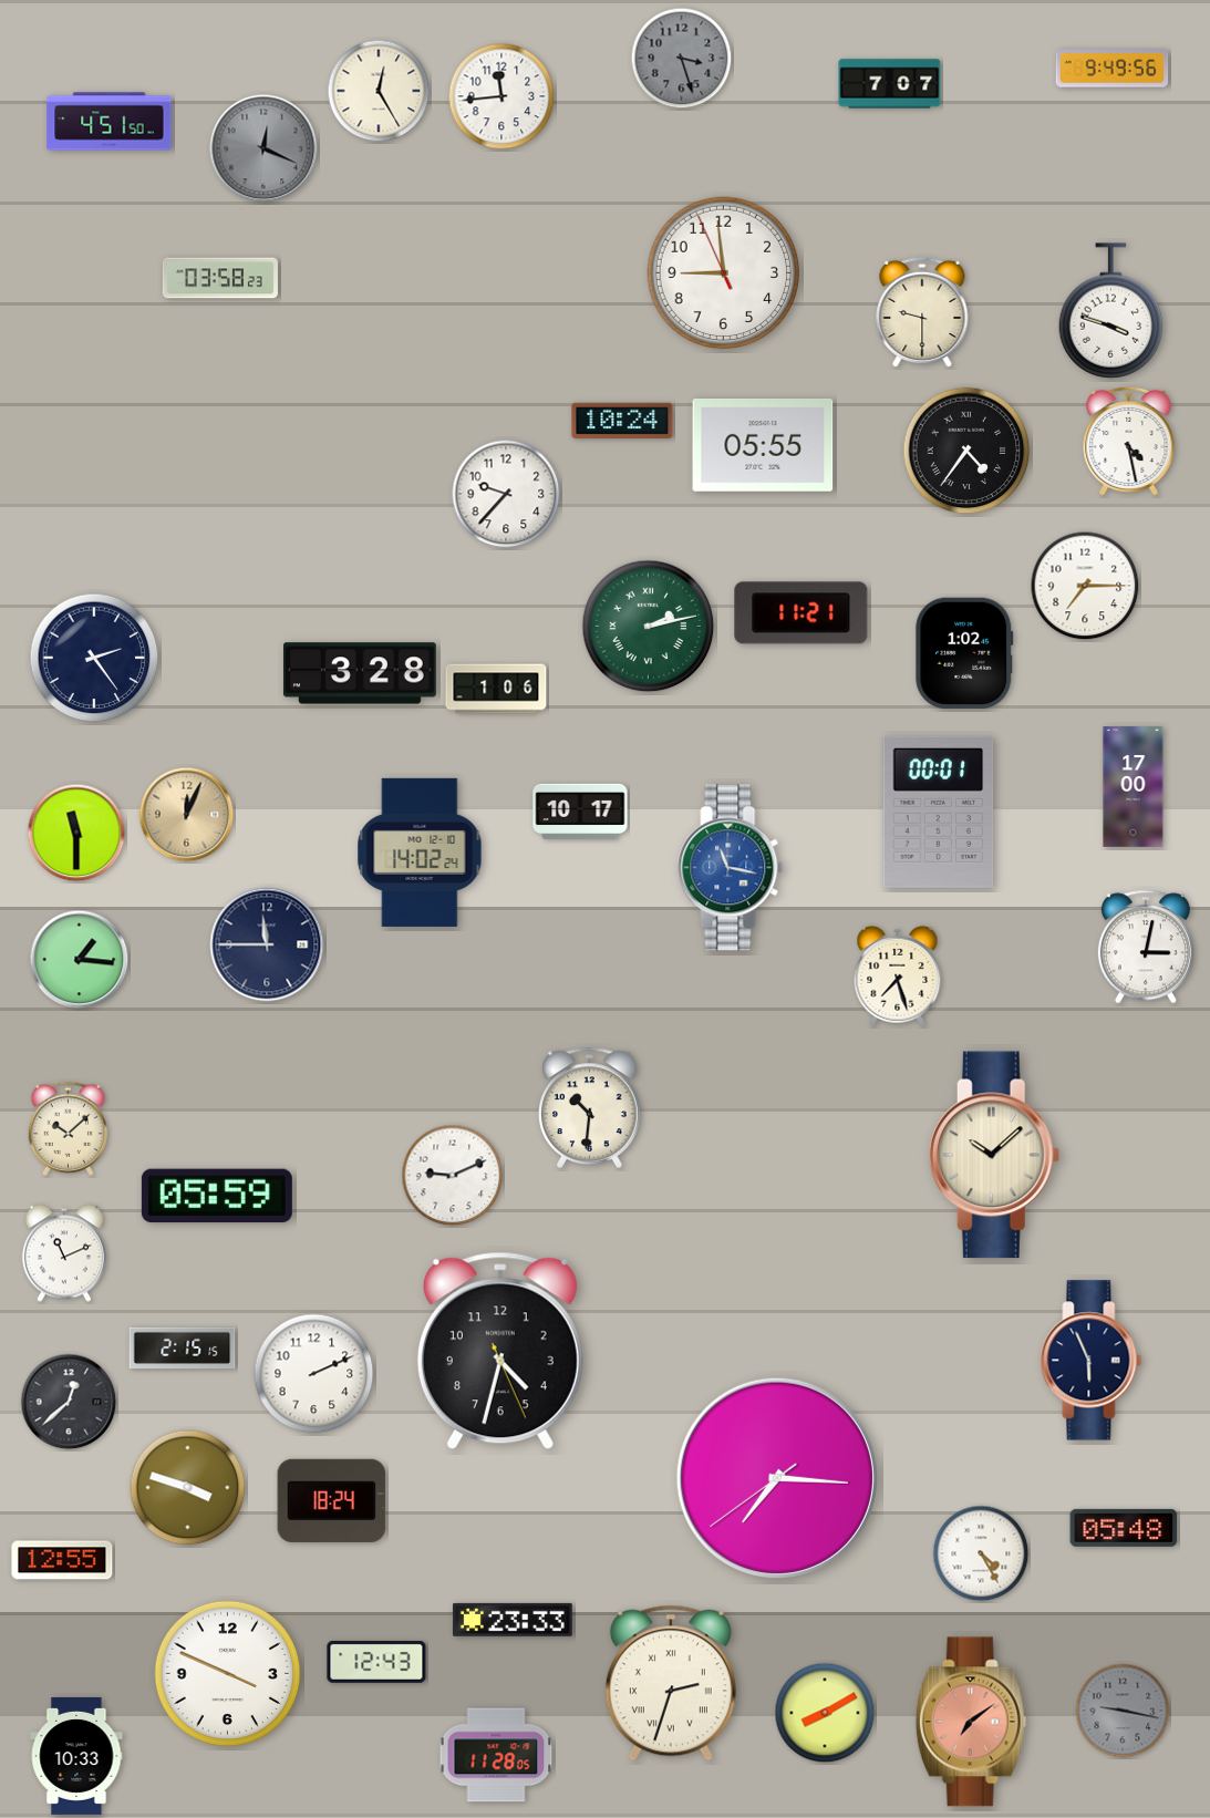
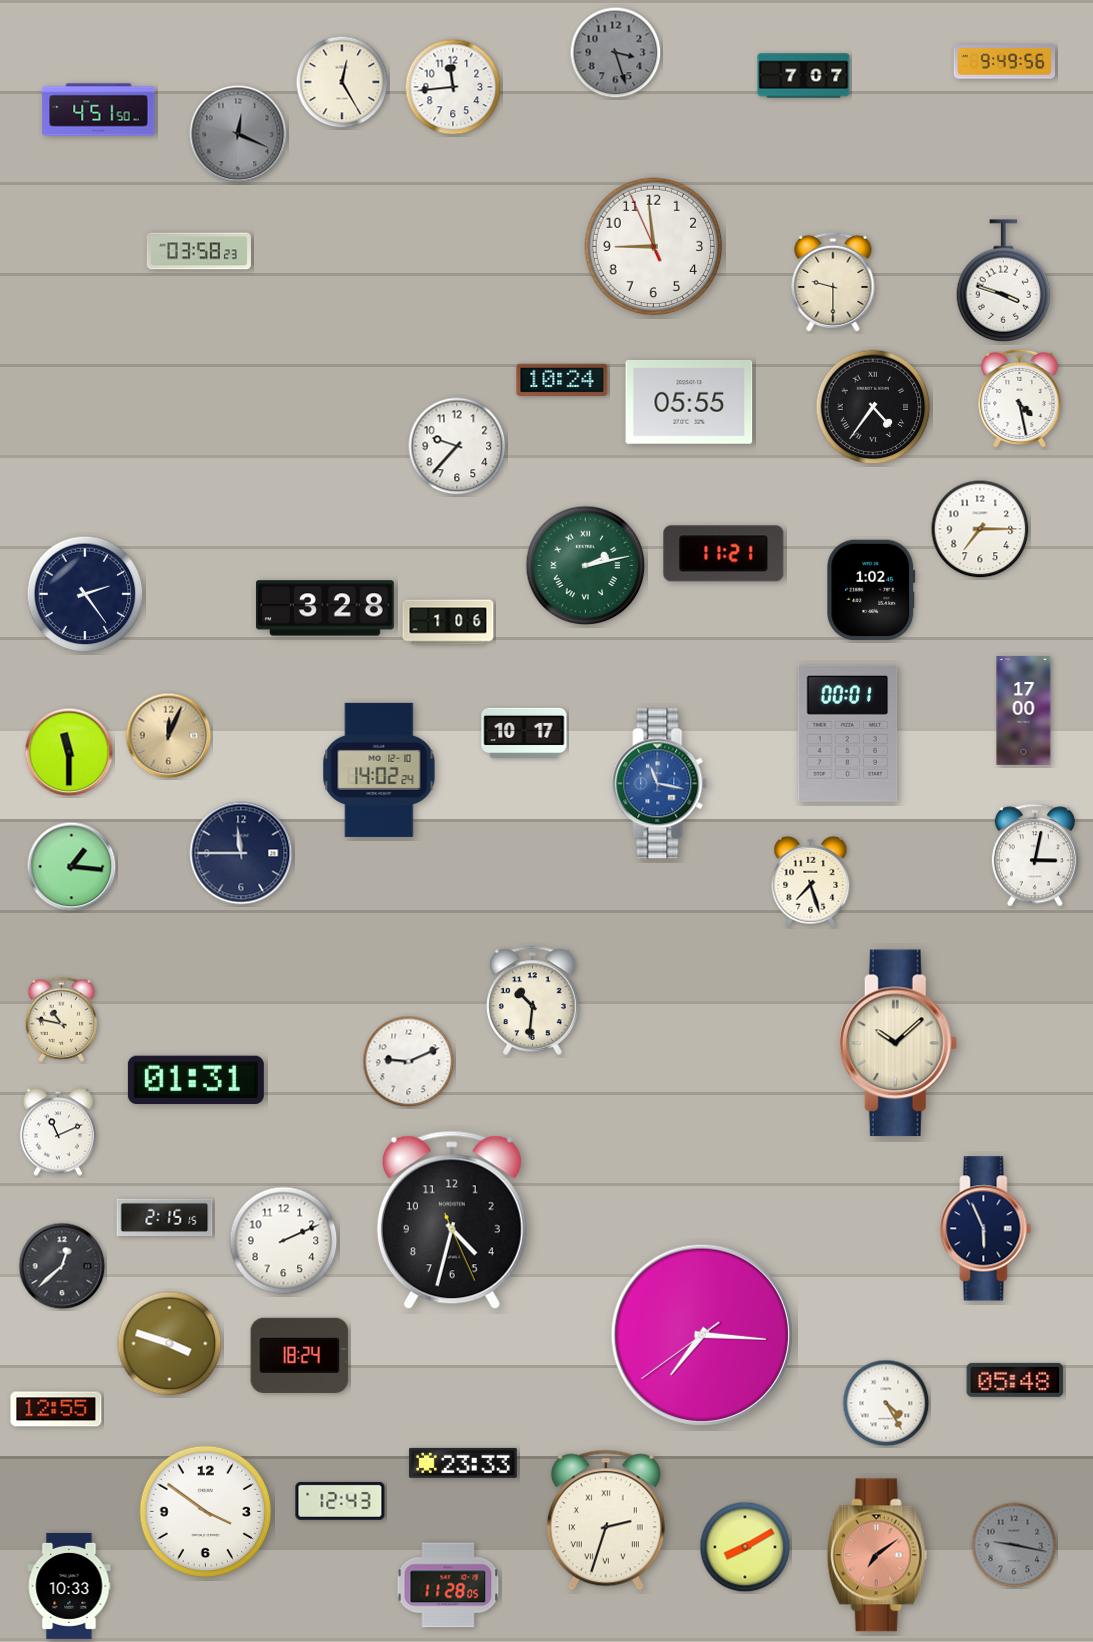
clock at (69, 1128): 10:08 -> 10:47
clock at (217, 1196): 05:59 -> 01:31
clock at (228, 1674): 3:49 -> 3:51
